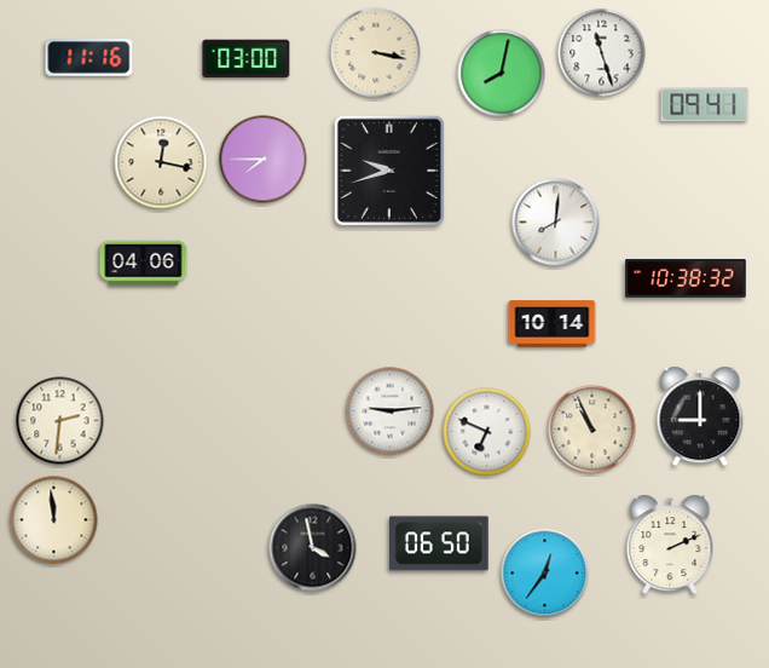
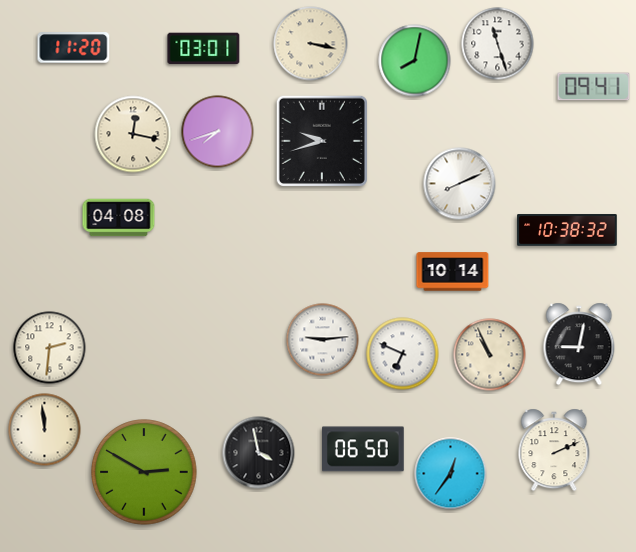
clock at (89, 58): 11:16 -> 11:20
clock at (247, 59): 03:00 -> 03:01
clock at (705, 105) position: (705, 105) -> (594, 87)
clock at (264, 160): 7:45 -> 7:42
clock at (556, 223): 8:01 -> 8:11
clock at (144, 264): 04:06 -> 04:08
clock at (553, 324) position: (553, 324) -> (453, 272)
clock at (700, 416): 9:00 -> 9:02
clock at (487, 432) position: (487, 432) -> (403, 354)
clock at (144, 472): none -> 2:50
